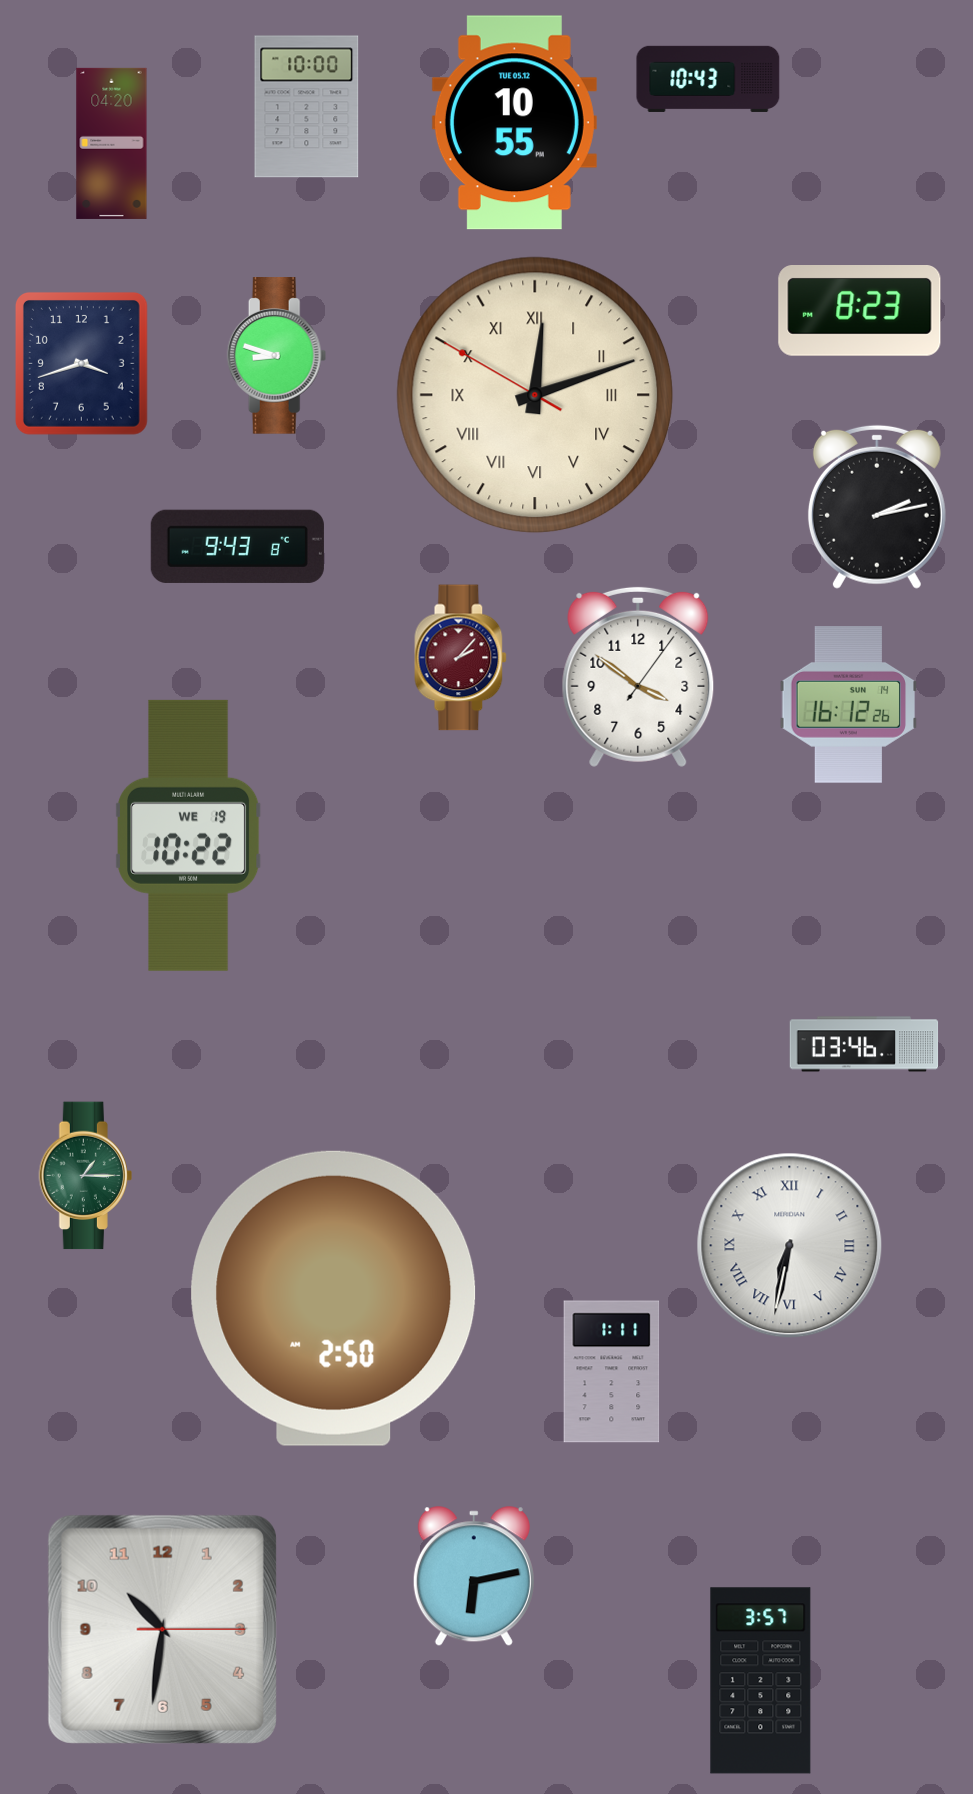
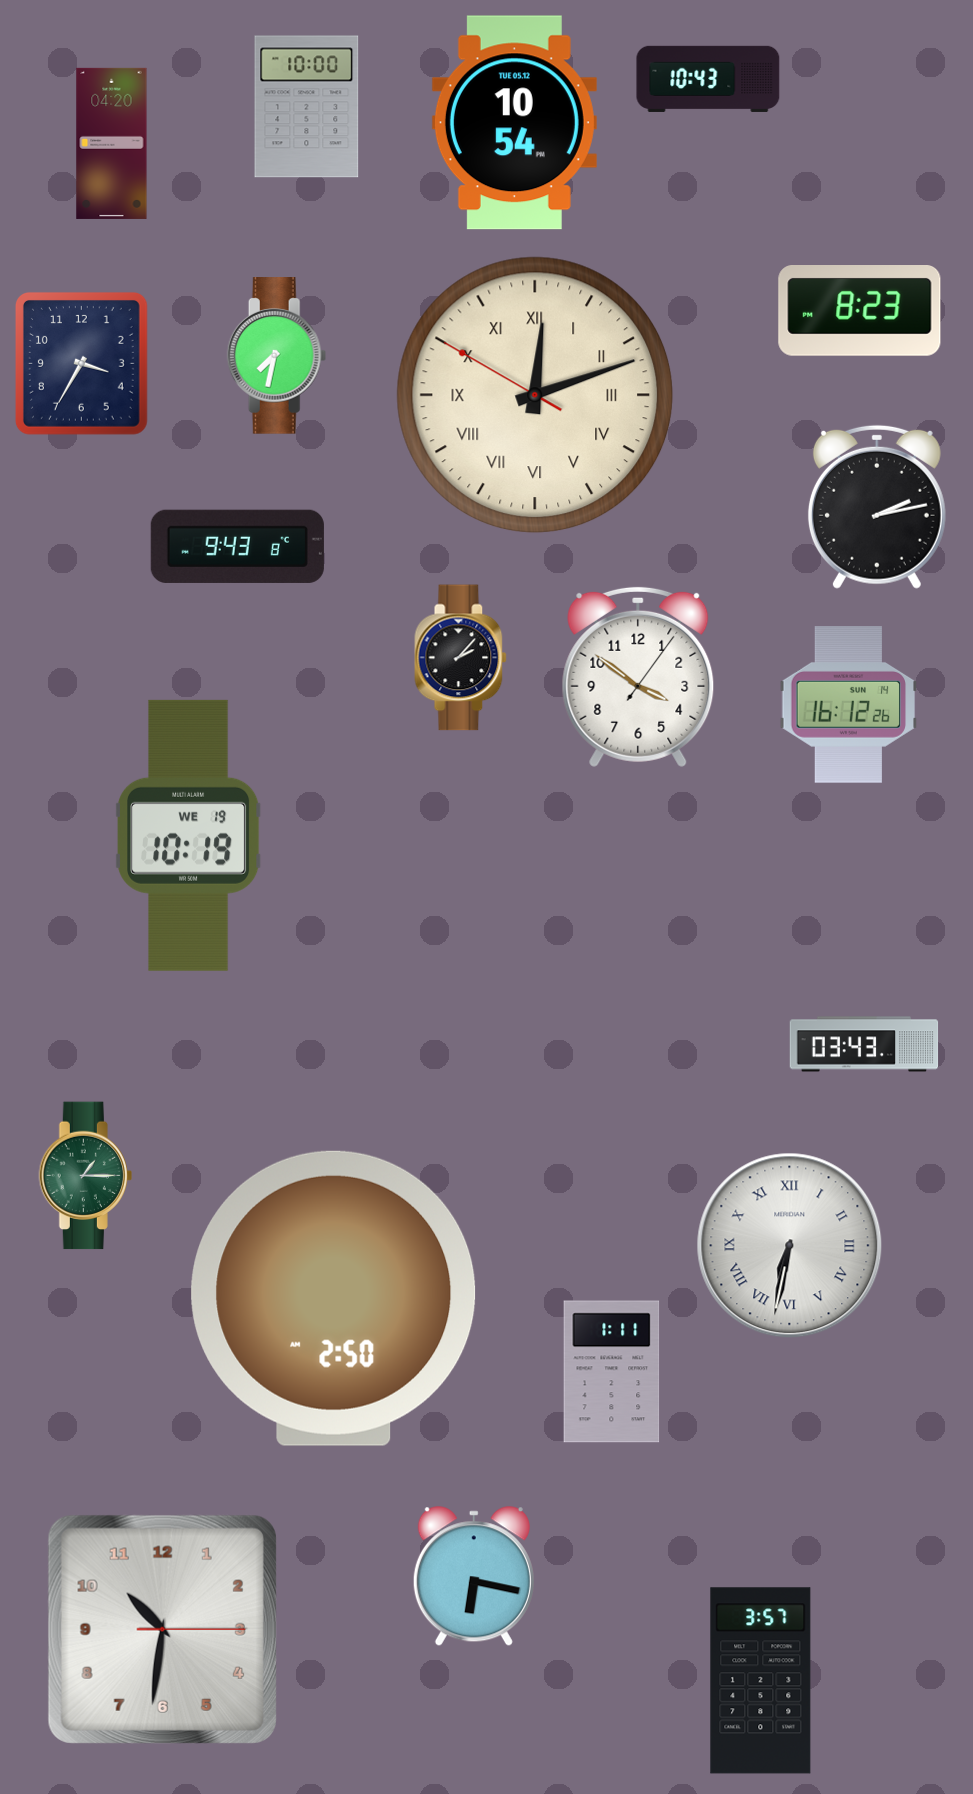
clock at (514, 123): 10:55 -> 10:54
clock at (277, 356): 8:48 -> 7:32
clock at (81, 363): 3:42 -> 3:35
clock at (461, 658) dial: burgundy -> black
clock at (188, 835): 10:22 -> 10:19
clock at (864, 1044): 03:46 -> 03:43
clock at (474, 1577): 6:13 -> 6:17
